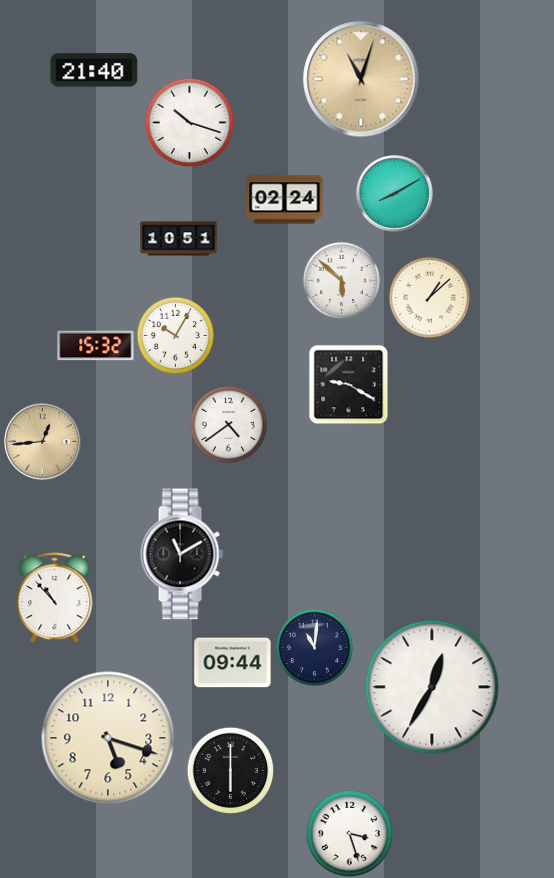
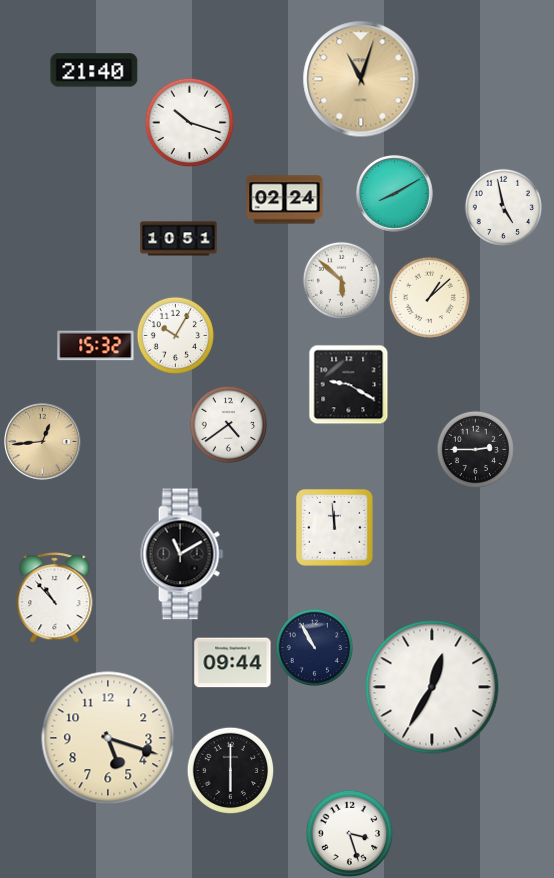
clock at (503, 207): none -> 4:58
clock at (475, 449): none -> 2:45
clock at (335, 528): none -> 11:59
clock at (314, 647): 11:01 -> 10:55
